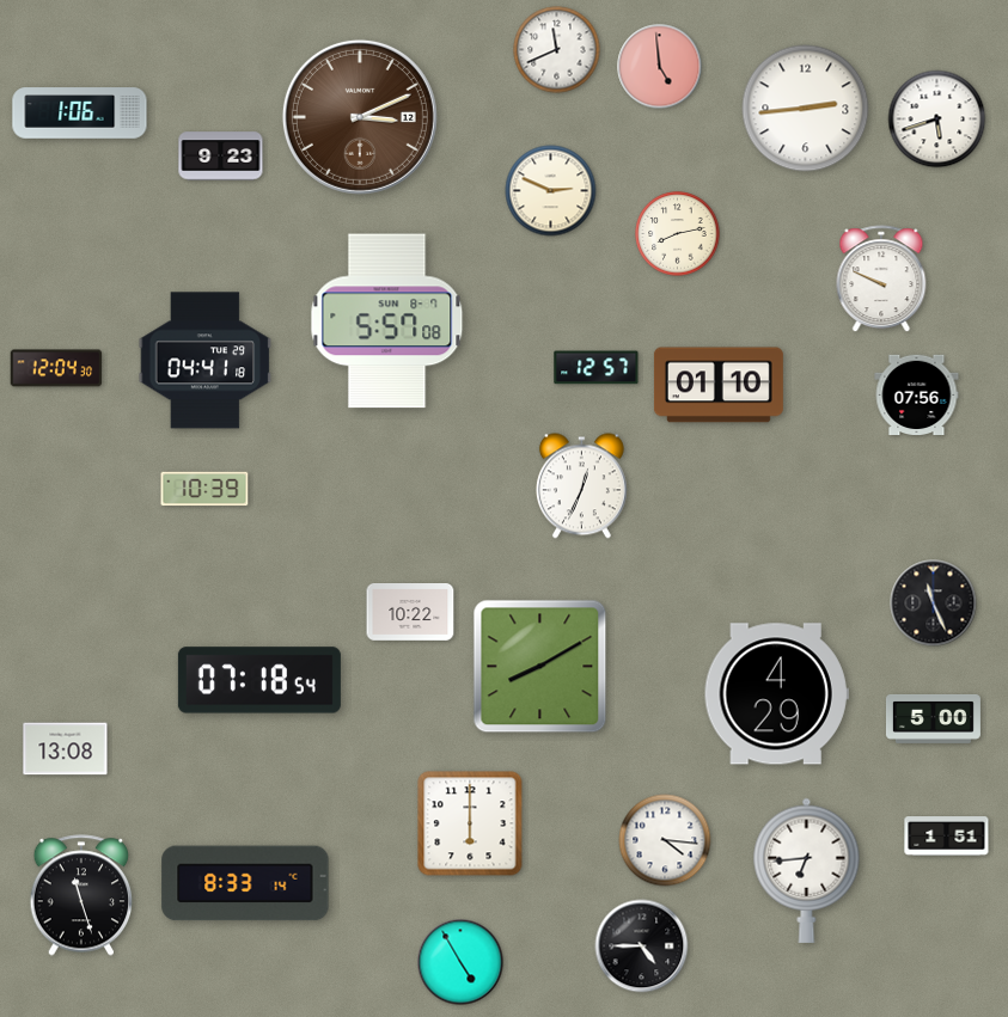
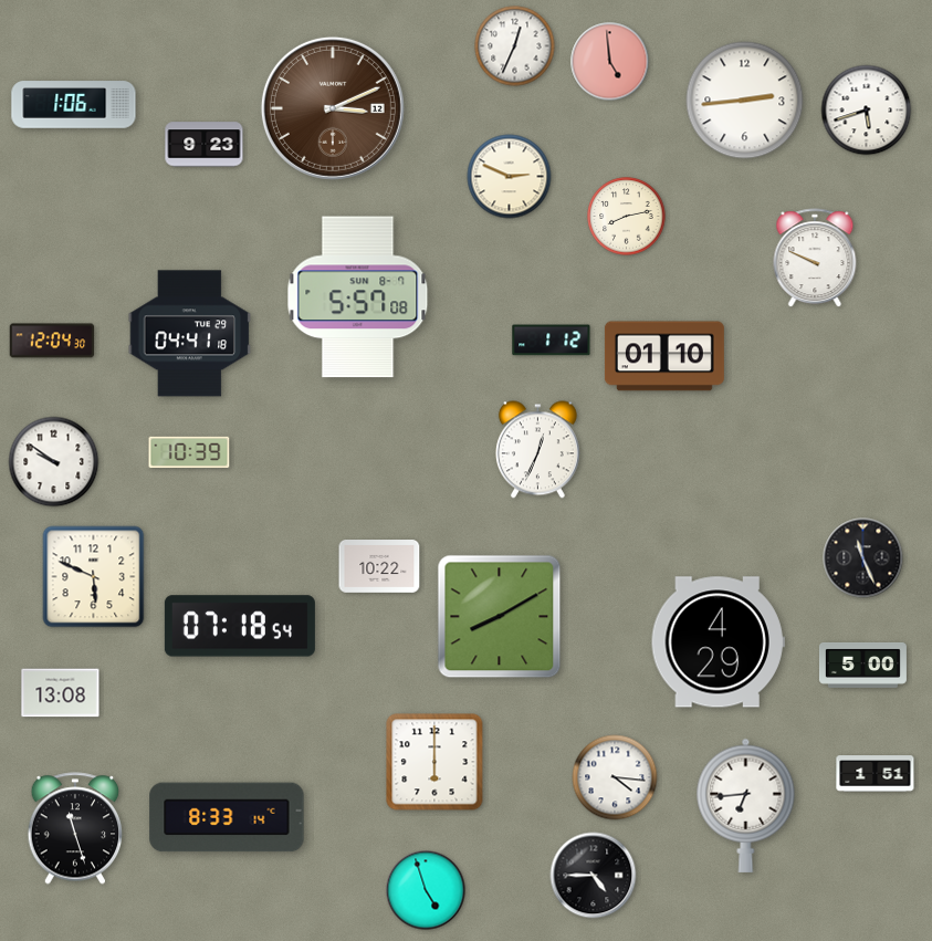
clock at (557, 50): 11:41 -> 12:34
clock at (597, 368): 12:57 -> 1:12
clock at (917, 394): 07:56 -> none
clock at (54, 462): none -> 9:51
clock at (94, 577): none -> 5:49
clock at (259, 680) position: (259, 680) -> (240, 626)
clock at (460, 962): 4:55 -> 4:57
